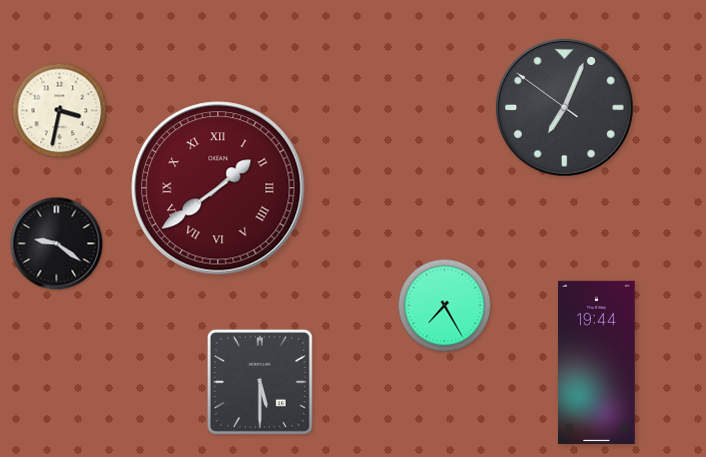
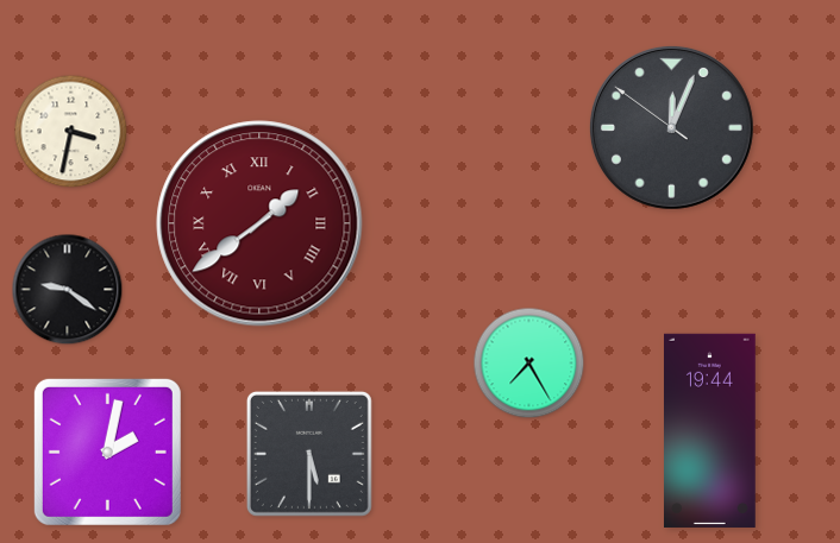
clock at (564, 107): 7:03 -> 12:03
clock at (107, 452): none -> 2:02
